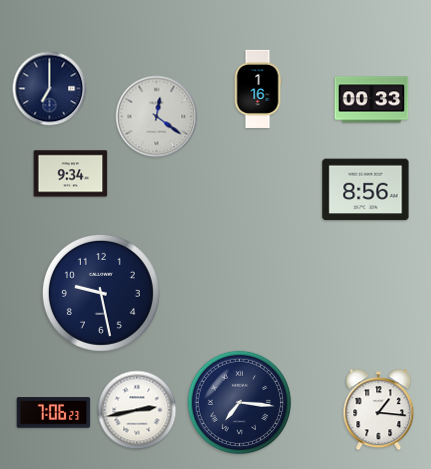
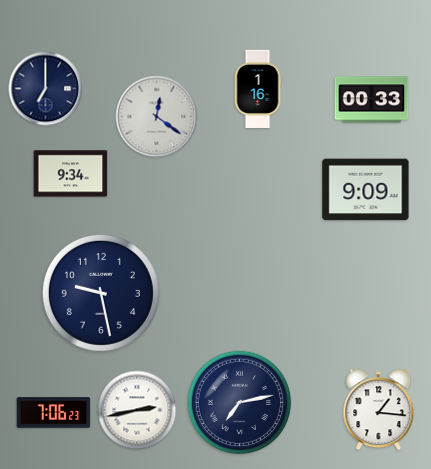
clock at (50, 89) position: (50, 89) -> (46, 89)
clock at (366, 190): 8:56 -> 9:09
clock at (240, 403): 7:16 -> 7:13
